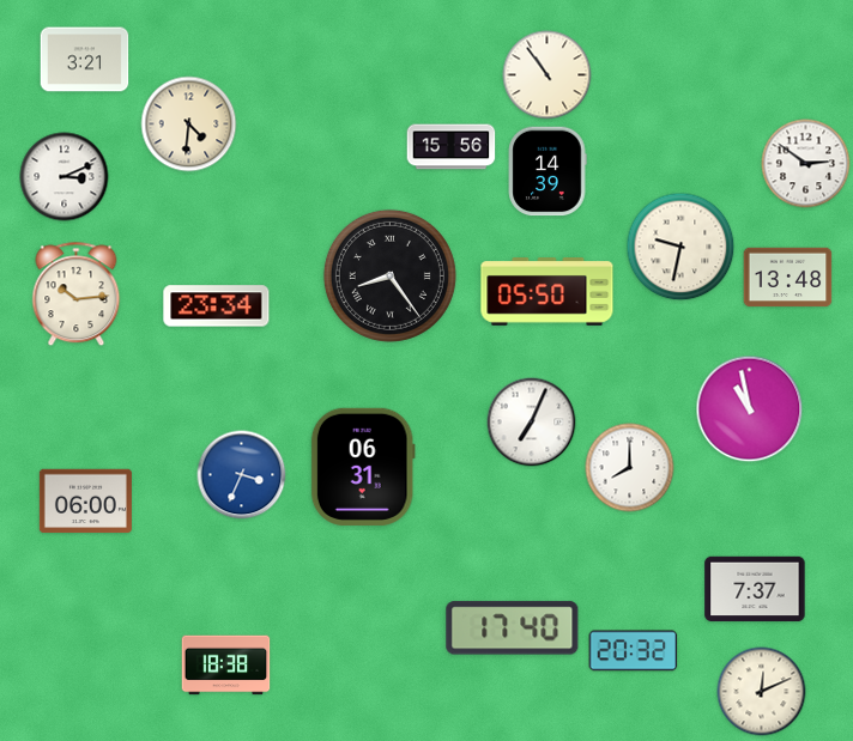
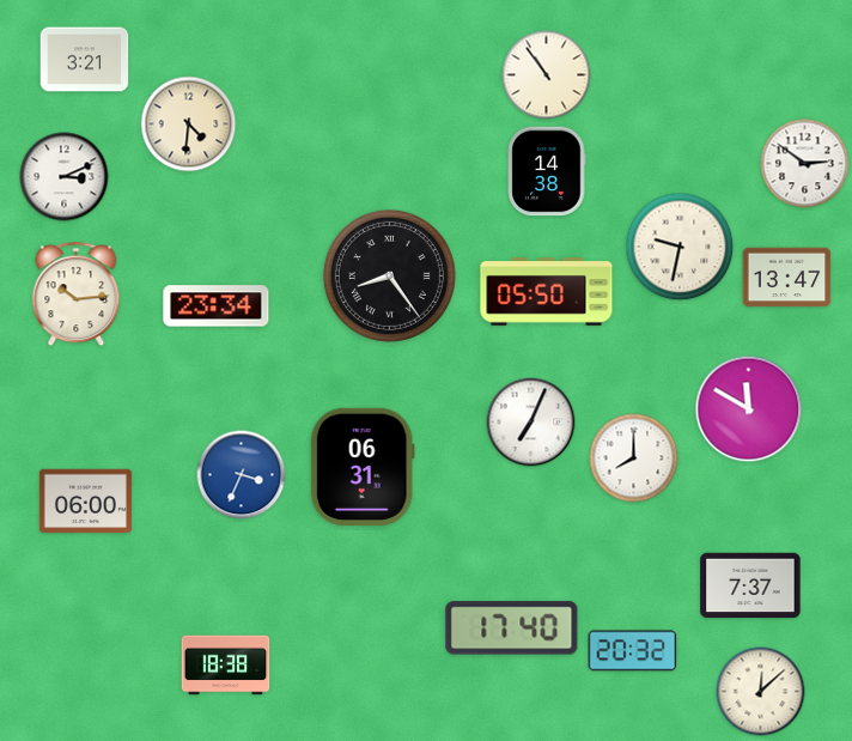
clock at (452, 147): 15:56 -> none
clock at (548, 171): 14:39 -> 14:38
clock at (788, 278): 13:48 -> 13:47
clock at (750, 409): 10:58 -> 11:50
clock at (630, 468) position: (630, 468) -> (634, 458)
clock at (755, 589) position: (755, 589) -> (750, 585)
clock at (762, 692): 12:11 -> 12:08
